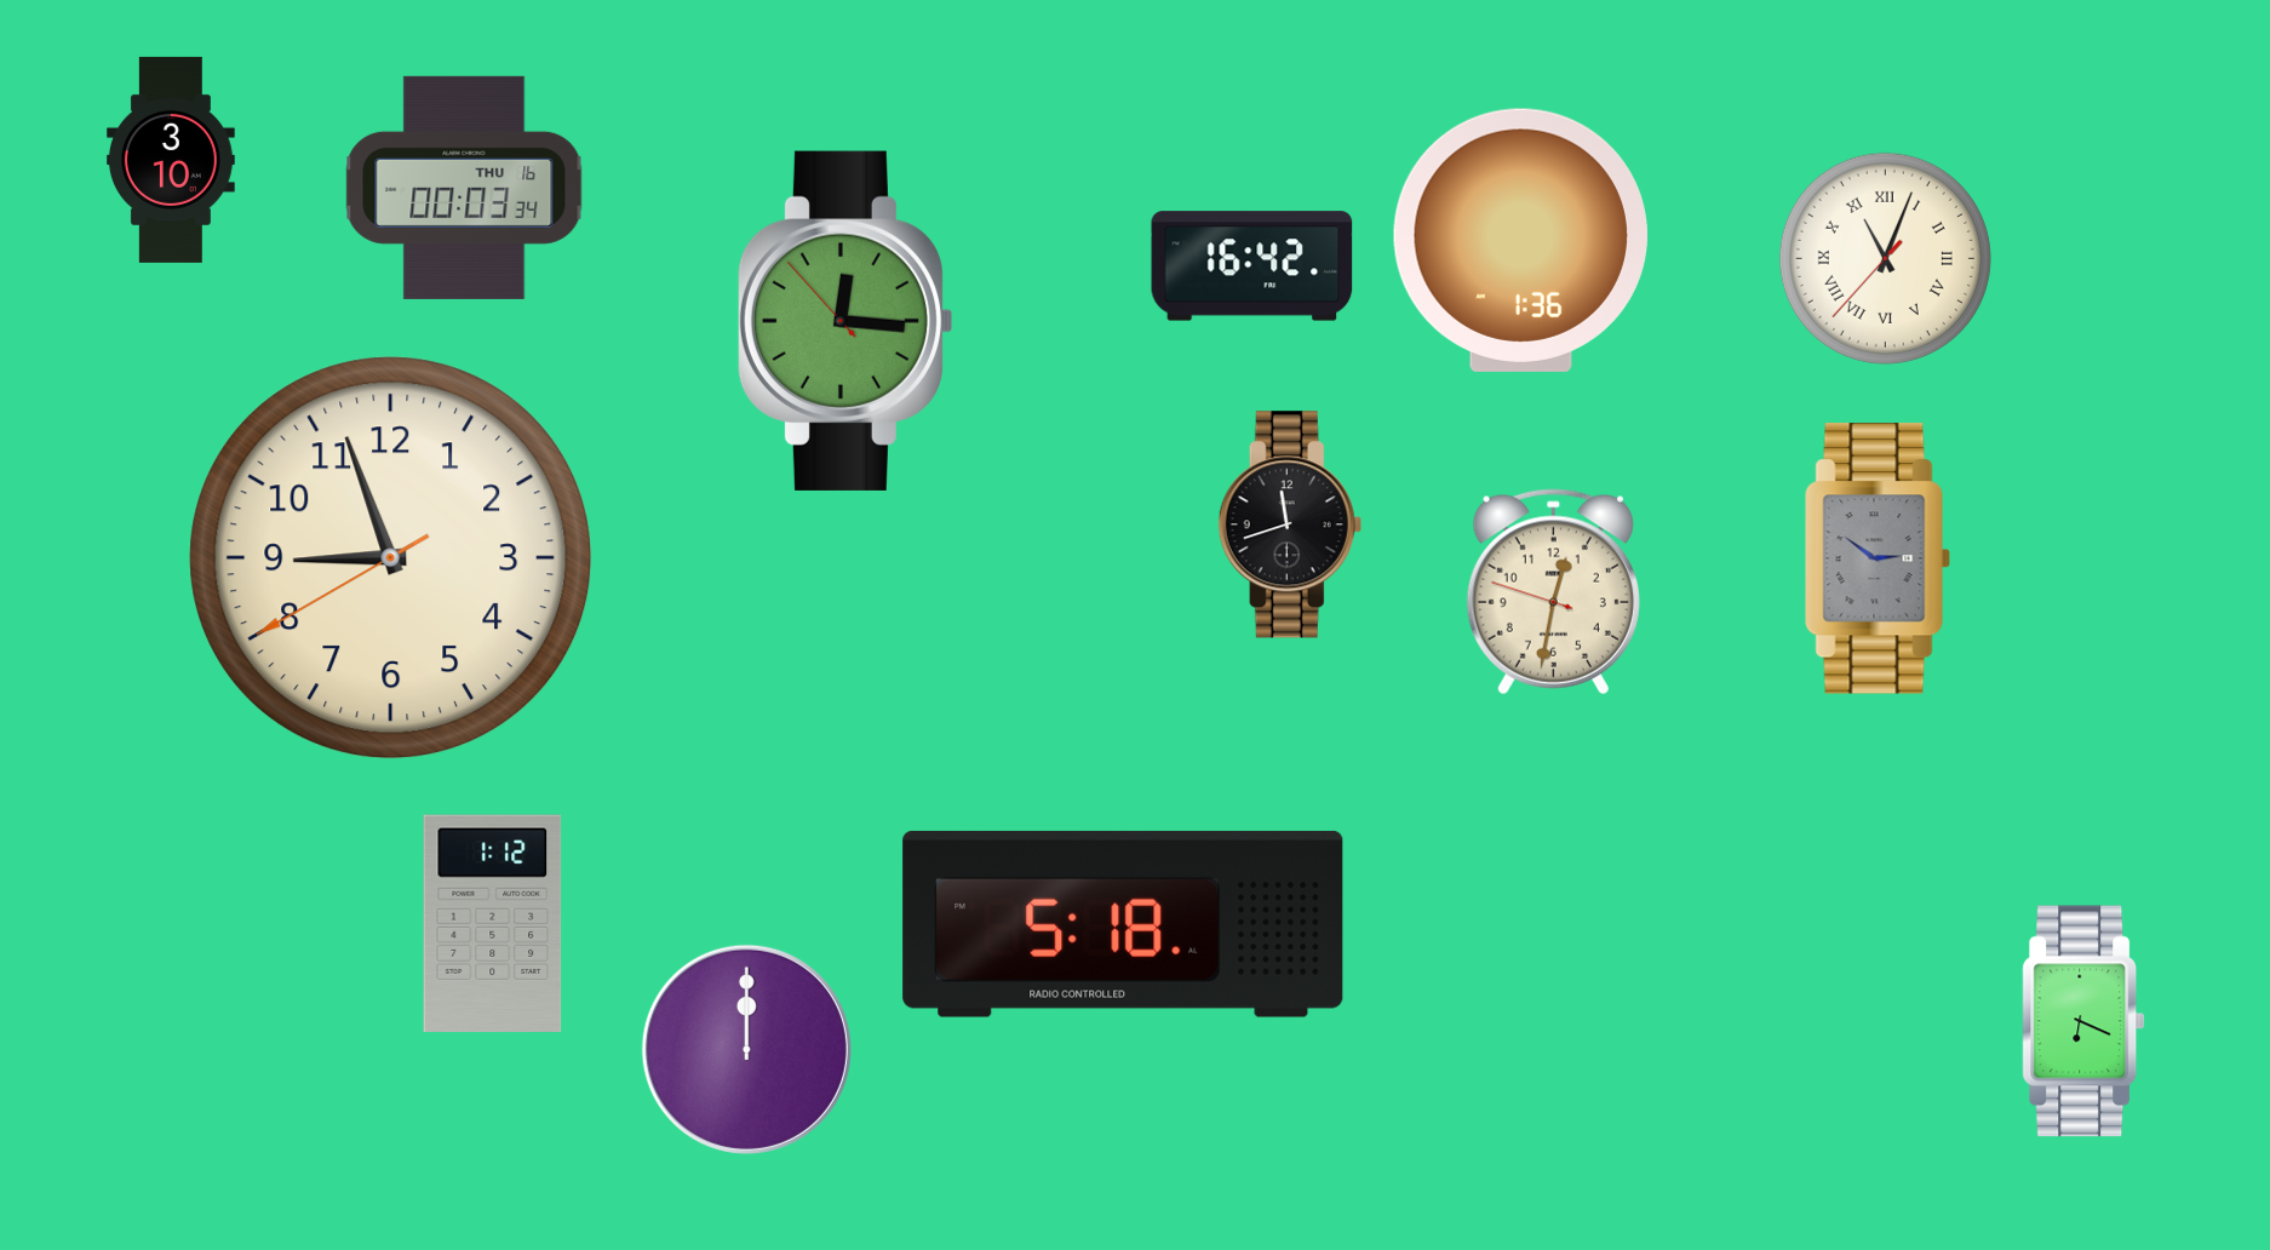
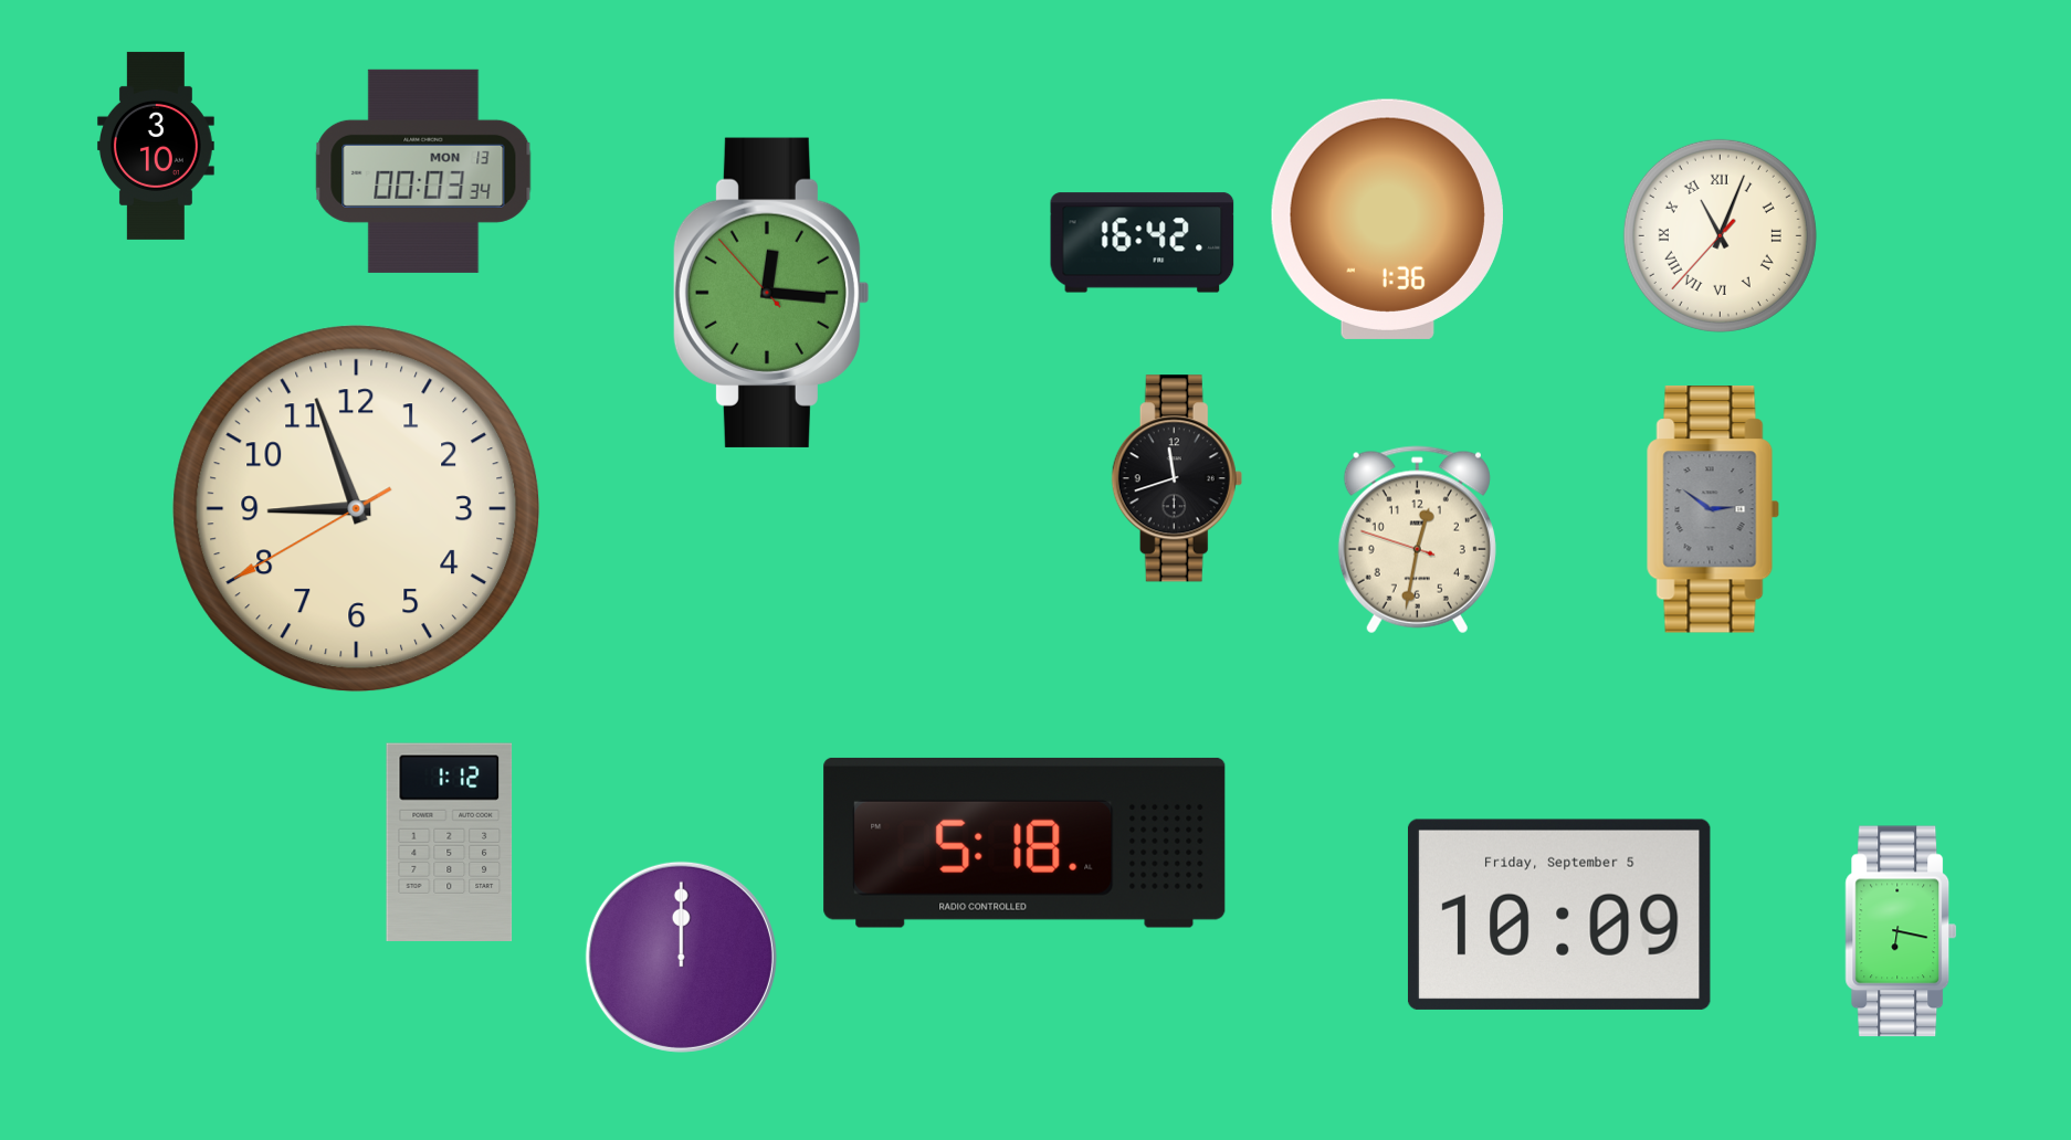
clock at (464, 188) date: THU 16 -> MON 13
clock at (1559, 915): none -> 10:09
clock at (2083, 1021): 6:19 -> 6:17
